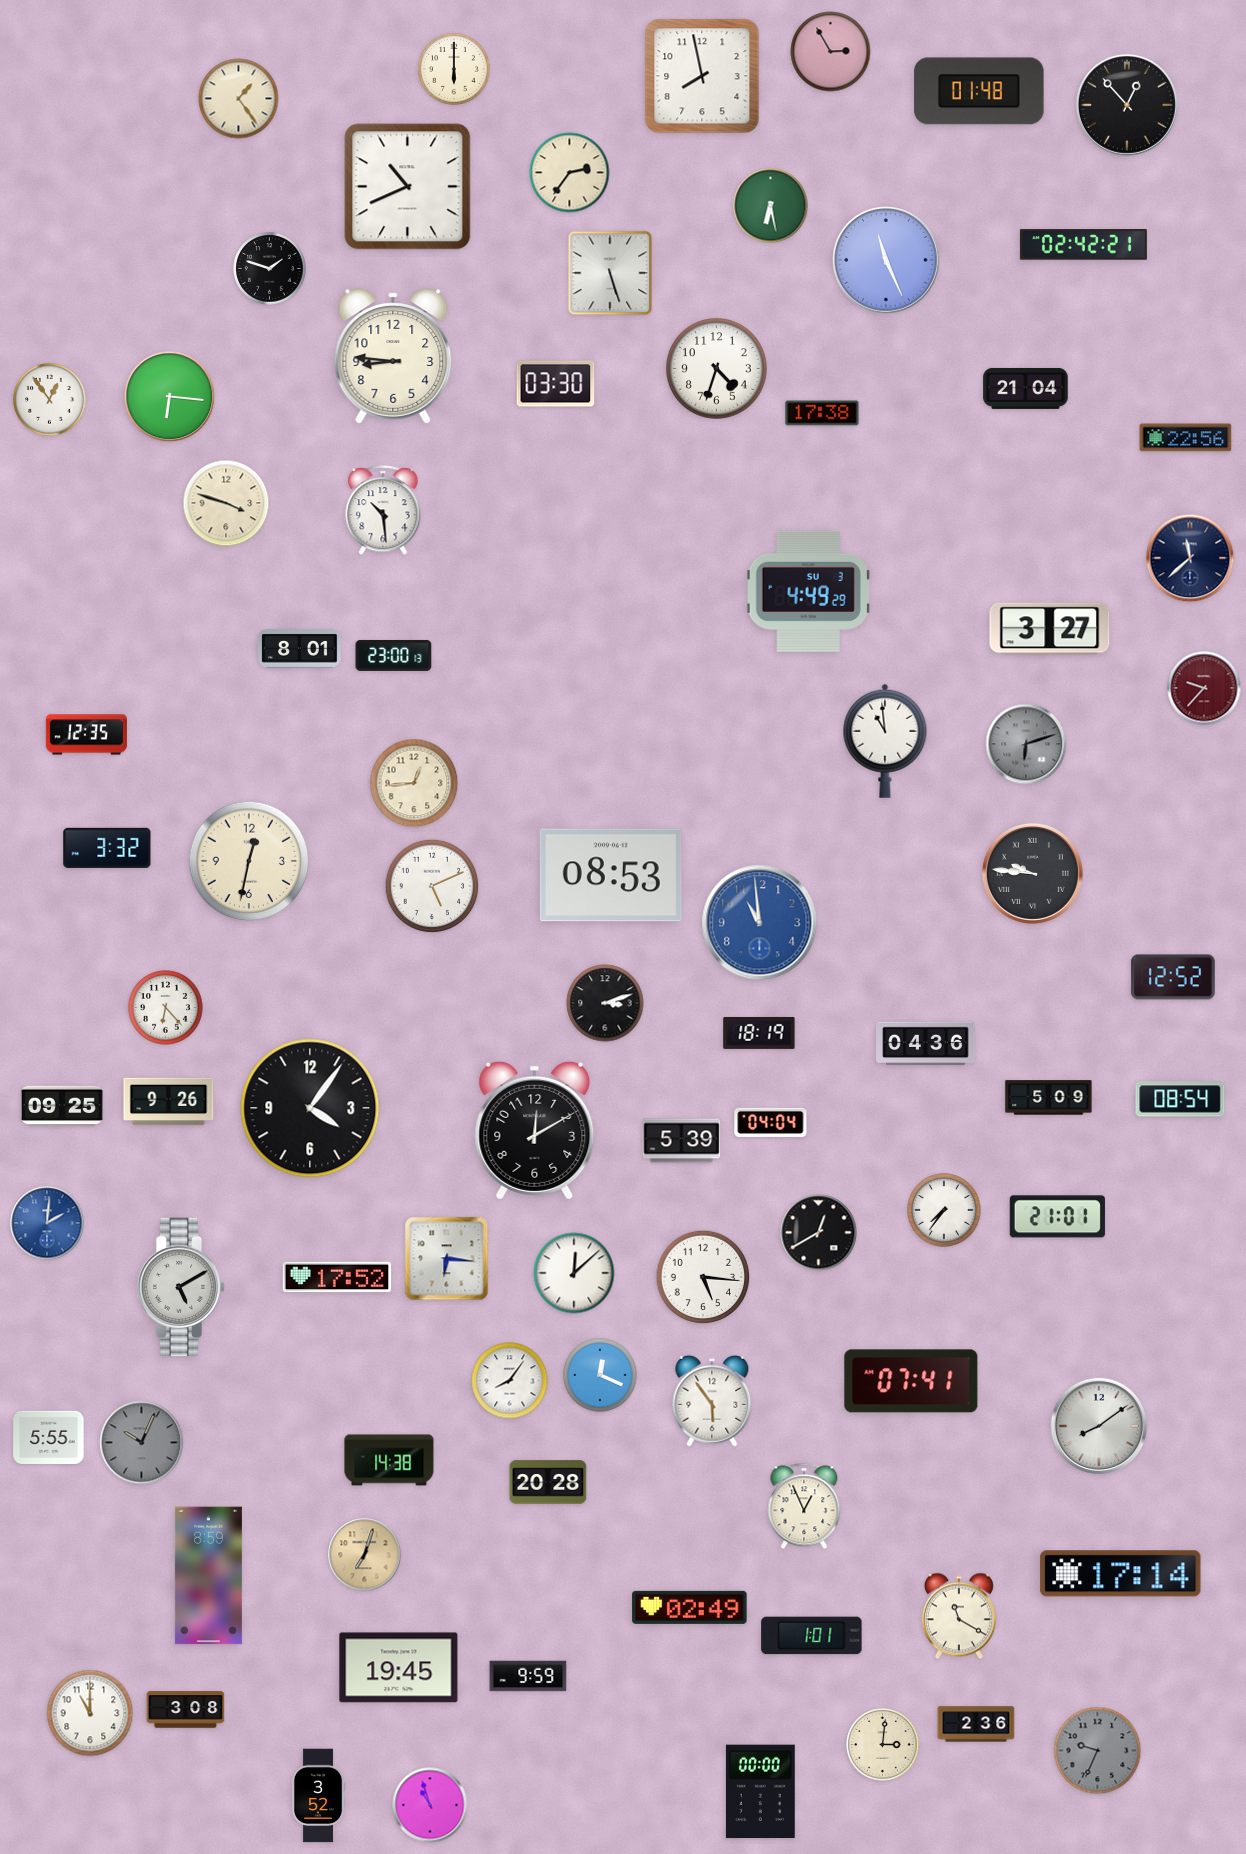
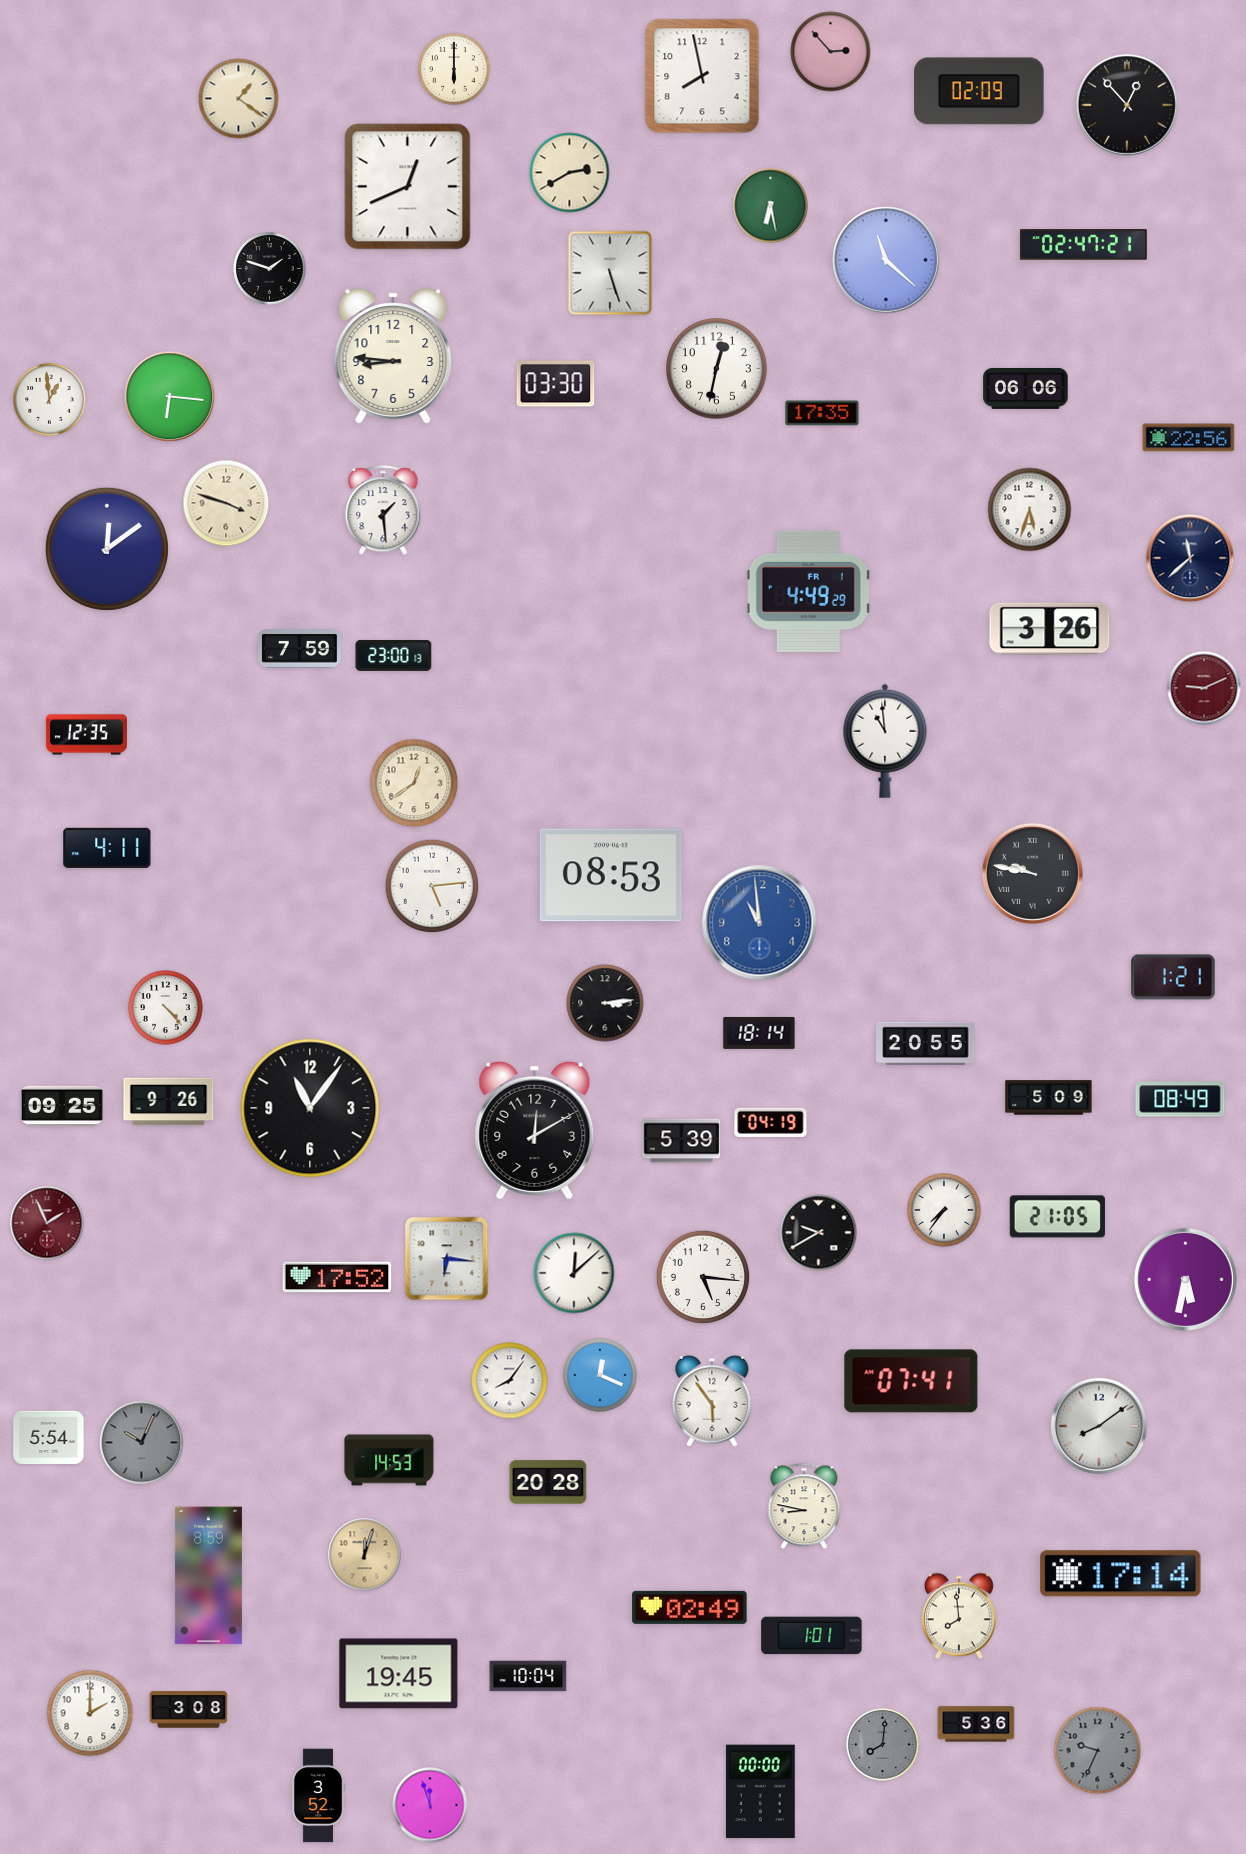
clock at (831, 52): 2:55 -> 2:53
clock at (979, 91): 01:48 -> 02:09
clock at (239, 99): 1:24 -> 1:21
clock at (570, 173): 2:36 -> 2:40
clock at (408, 187): 10:41 -> 12:41
clock at (1083, 245): 02:42 -> 02:47
clock at (886, 260): 11:26 -> 11:22
clock at (717, 369): 4:33 -> 12:32
clock at (1026, 388): 21:04 -> 06:06
clock at (50, 400): 12:54 -> 12:59
clock at (822, 413): 17:38 -> 17:35
clock at (1186, 438) position: (1186, 438) -> (1189, 438)
clock at (1030, 510): none -> 5:33
clock at (383, 511): 10:29 -> 1:29
clock at (107, 549): none -> 12:09
clock at (809, 591) date: SU 3 -> FR 1
clock at (1050, 629): 3:27 -> 3:26
clock at (300, 649): 8:01 -> 7:59
clock at (1204, 688): 9:37 -> 9:11
clock at (1026, 744): 6:12 -> none
clock at (414, 783): 12:44 -> 12:39
clock at (107, 848): 3:32 -> 4:11
clock at (249, 861): 12:32 -> none
clock at (1032, 873): 9:46 -> 9:47
clock at (432, 886): 5:11 -> 5:14
clock at (1173, 977): 12:52 -> 1:21
clock at (605, 1003): 3:12 -> 3:14
clock at (166, 1008): 6:23 -> 4:23
clock at (759, 1033): 18:19 -> 18:14
clock at (926, 1044): 04:36 -> 20:55
clock at (1180, 1099): 08:54 -> 08:49
clock at (310, 1108): 4:06 -> 11:06
clock at (771, 1122): 04:04 -> 04:19
clock at (1057, 1217): 21:01 -> 21:05
clock at (47, 1223): 2:01 -> 1:56
clock at (47, 1223) dial: blue -> burgundy
clock at (819, 1233): 12:40 -> 9:40
clock at (1185, 1279): none -> 5:32
clock at (181, 1287): 5:10 -> none
clock at (49, 1437): 5:55 -> 5:54
clock at (389, 1460): 14:38 -> 14:53
clock at (804, 1506): 12:56 -> 8:47
clock at (365, 1555): 7:03 -> 12:03
clock at (959, 1616): 11:20 -> 7:59
clock at (399, 1668) position: (399, 1668) -> (399, 1674)
clock at (528, 1676): 9:59 -> 10:04
clock at (186, 1710) position: (186, 1710) -> (189, 1710)
clock at (90, 1713): 11:00 -> 2:00
clock at (976, 1724): 2:36 -> 5:36
clock at (883, 1745): 3:01 -> 8:01
clock at (883, 1745) dial: cream -> grey
clock at (430, 1805): 10:57 -> 11:57
